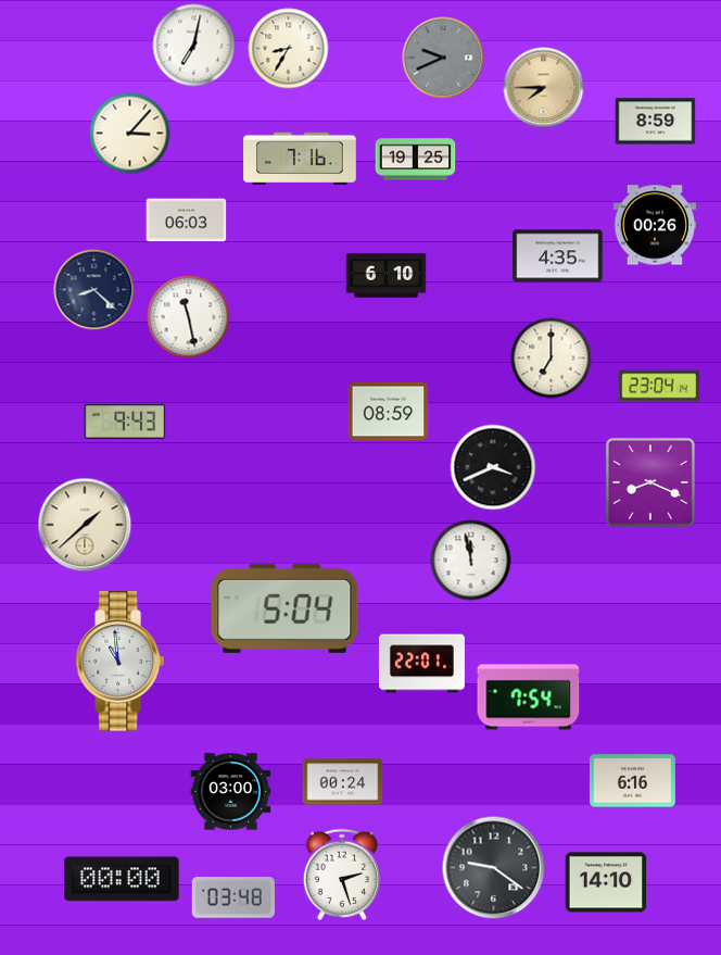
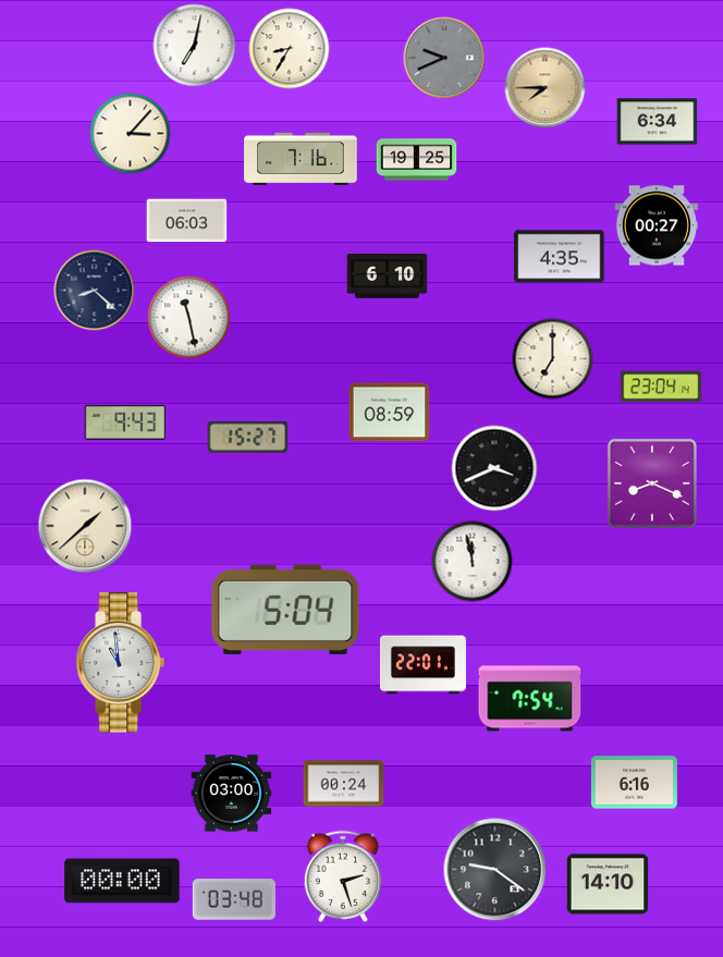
clock at (656, 122): 8:59 -> 6:34
clock at (654, 225): 00:26 -> 00:27
clock at (248, 437): none -> 15:27
